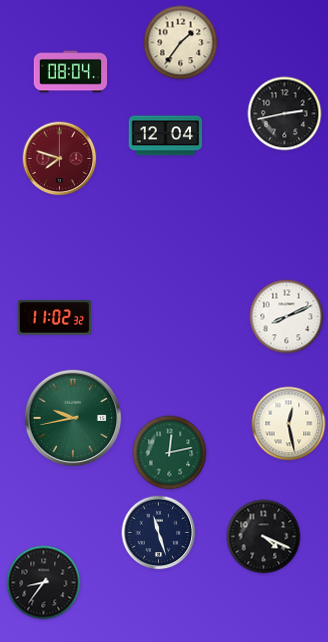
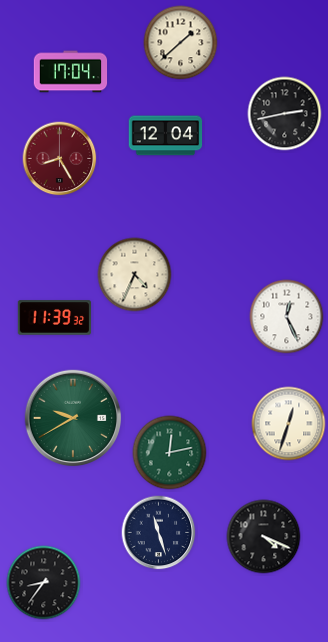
clock at (181, 43): 1:36 -> 1:38
clock at (71, 72): 08:04 -> 17:04
clock at (60, 159): 7:48 -> 8:25
clock at (135, 275): none -> 4:34
clock at (287, 317): 8:11 -> 12:26
clock at (55, 318): 11:02 -> 11:39
clock at (73, 418): 9:43 -> 9:40
clock at (289, 424): 12:28 -> 12:33
